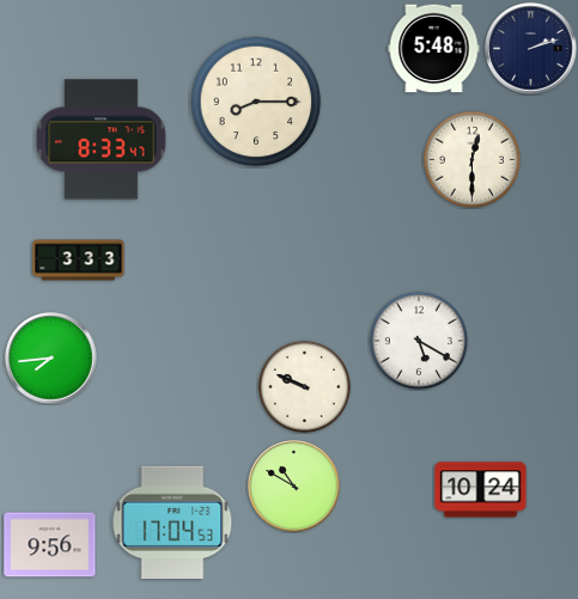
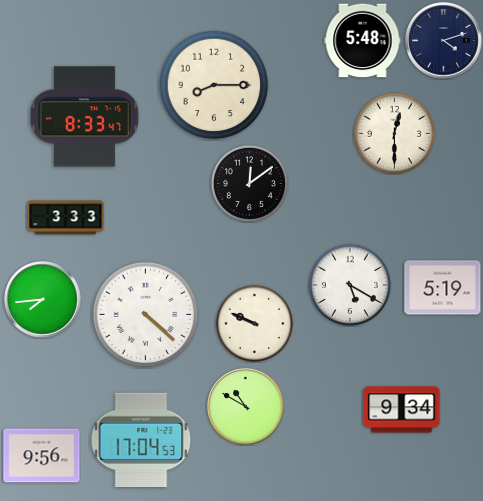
clock at (531, 49): 2:12 -> 4:12
clock at (249, 183): none -> 12:09
clock at (443, 288): none -> 5:19
clock at (146, 315): none -> 4:22
clock at (481, 490): 10:24 -> 9:34
clock at (172, 522) position: (172, 522) -> (141, 440)
